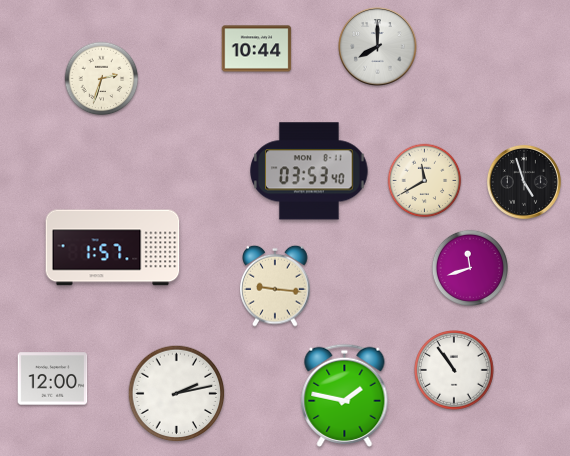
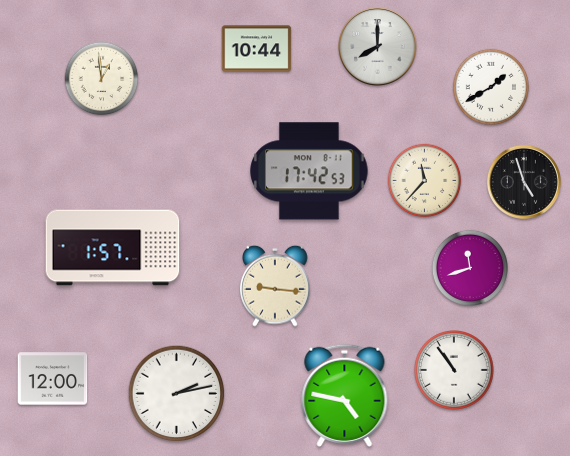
clock at (102, 79): 2:33 -> 12:59
clock at (491, 87): none -> 1:40
clock at (309, 171): 03:53 -> 17:42
clock at (425, 181): 11:40 -> 11:37
clock at (345, 395): 1:47 -> 4:47
